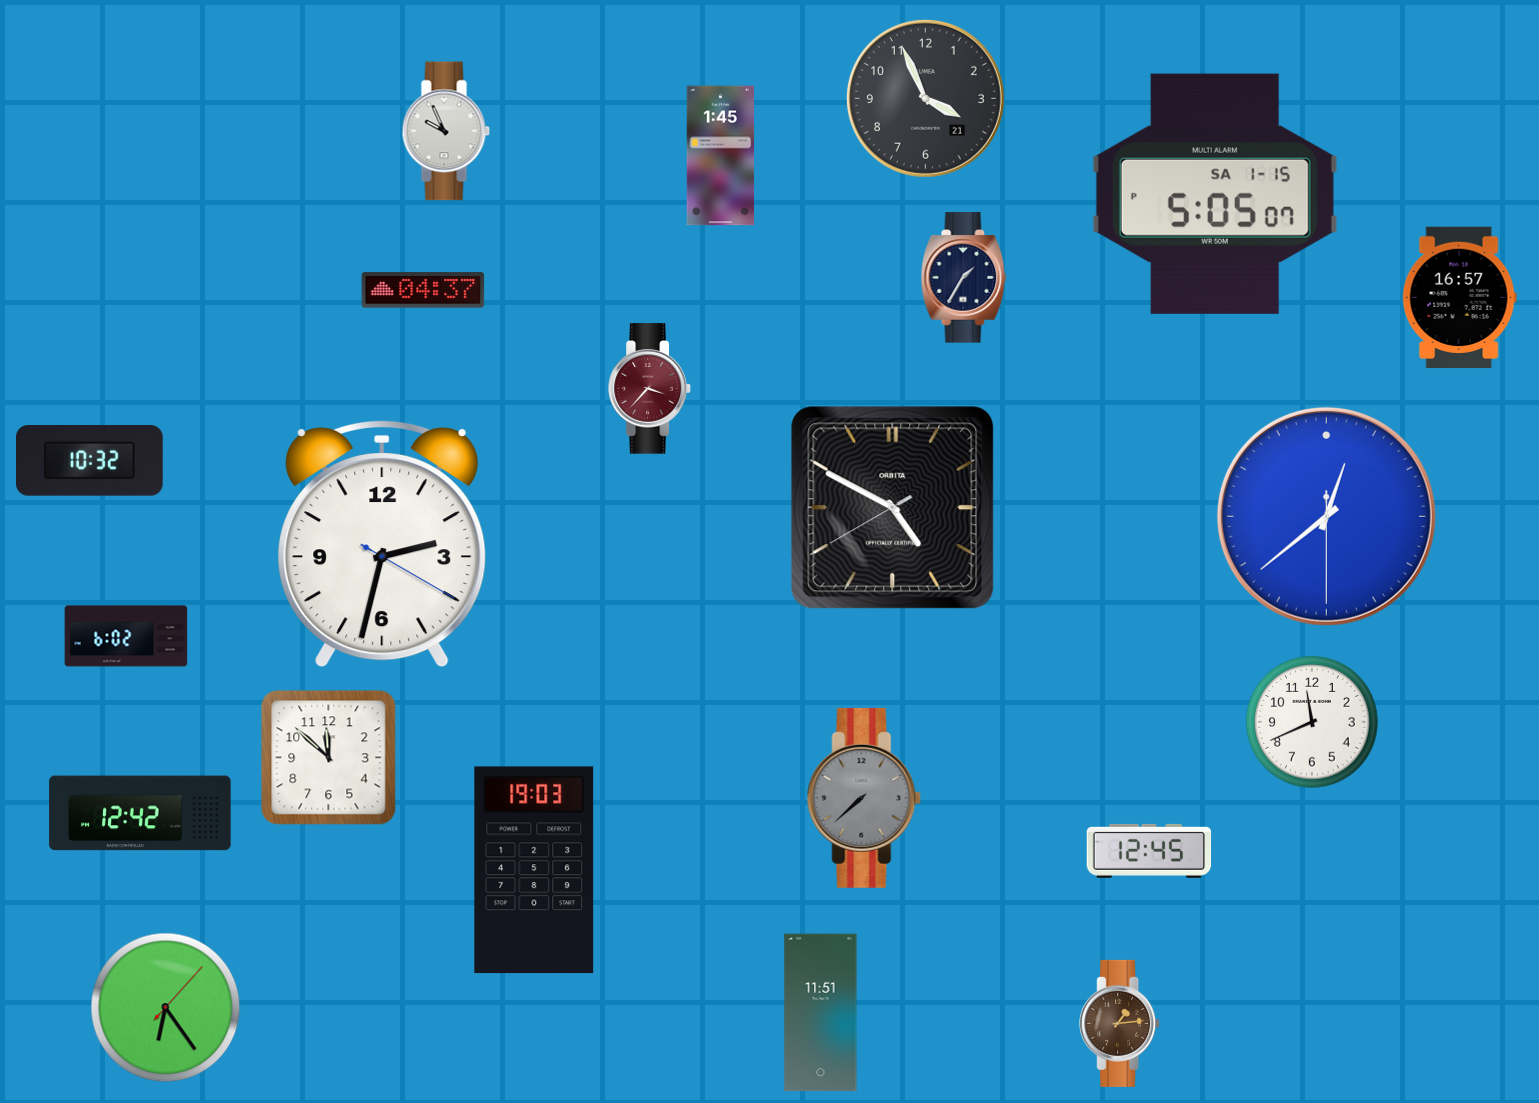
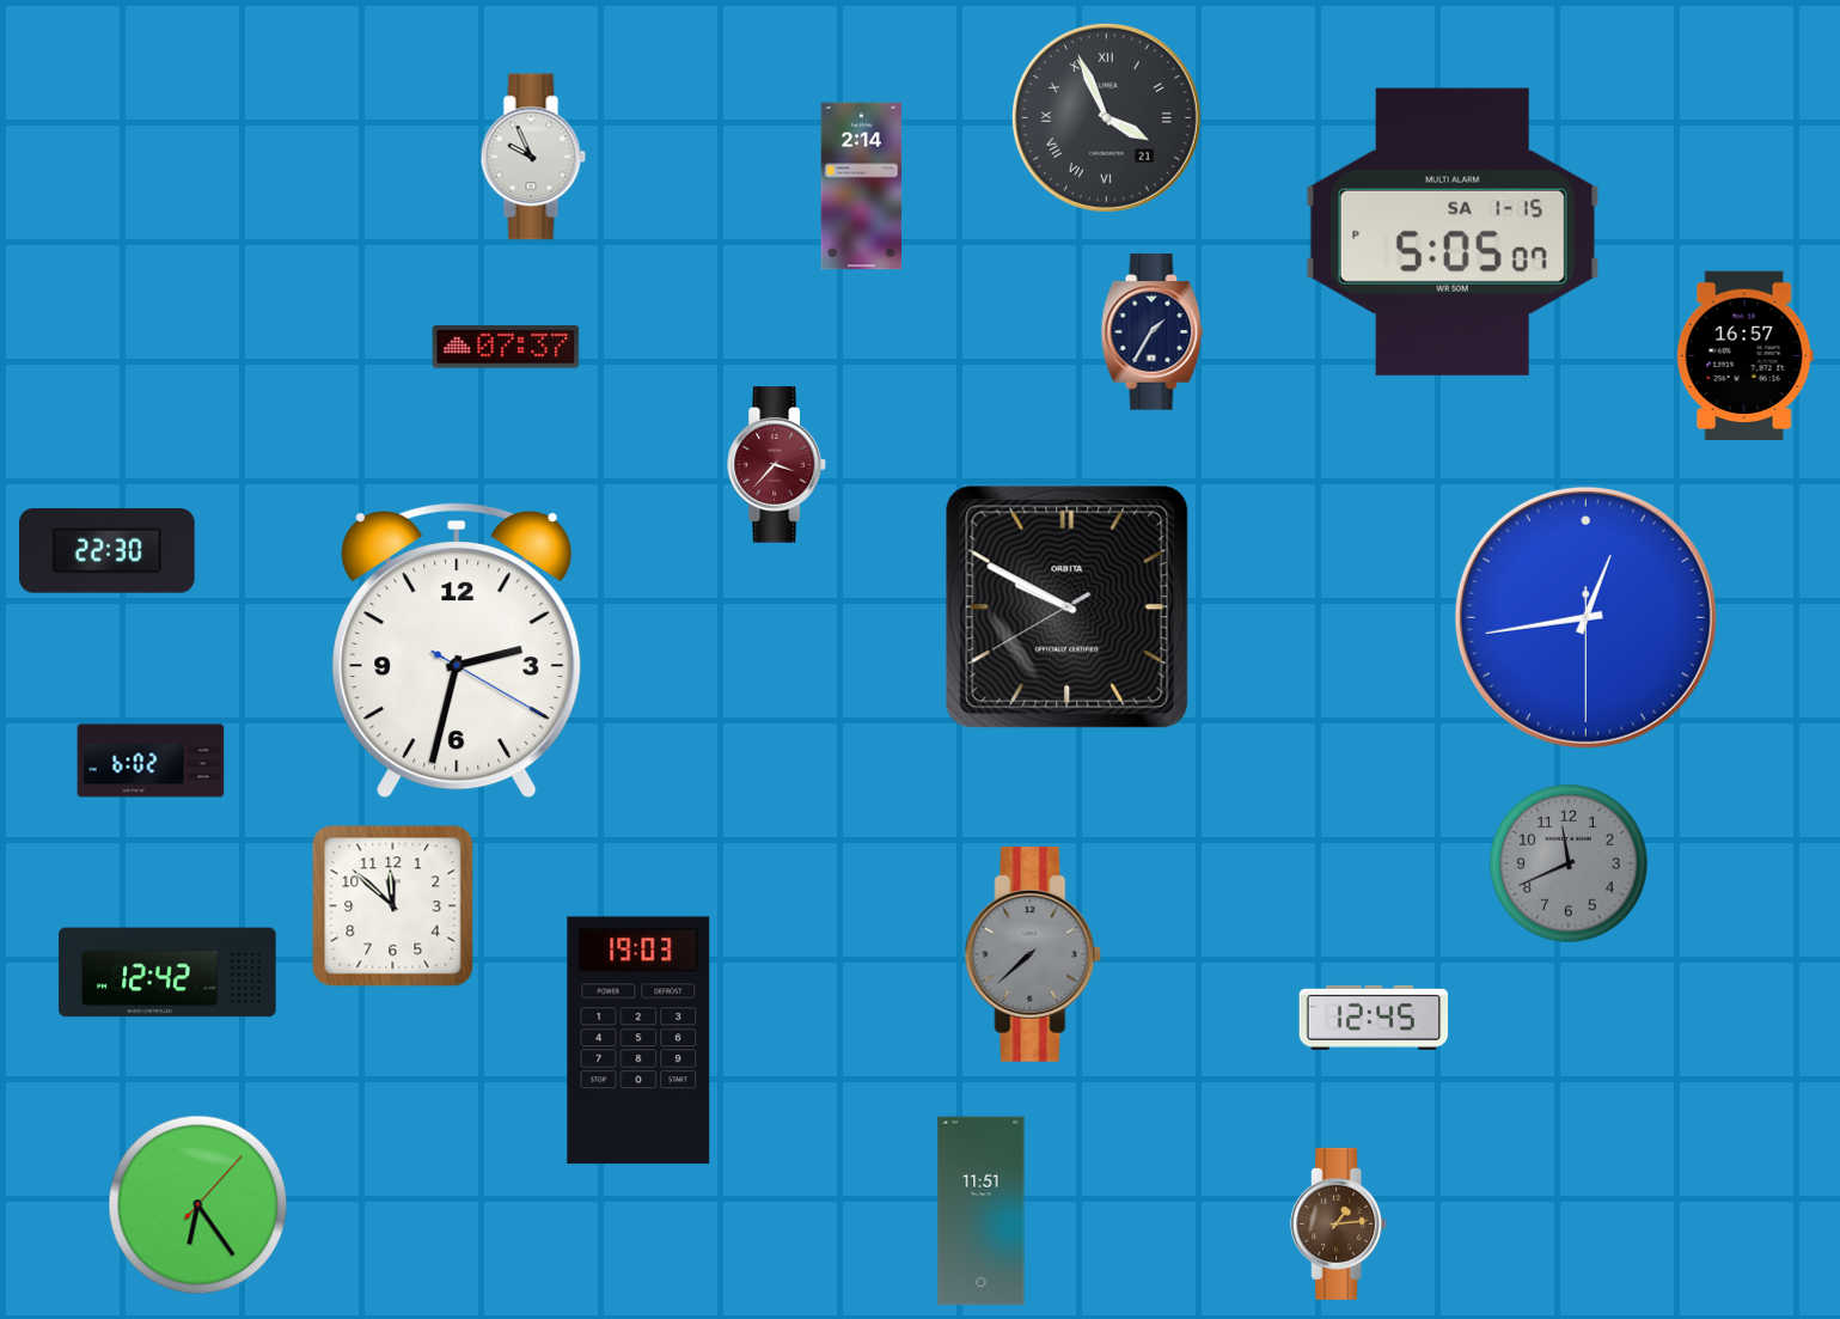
clock at (925, 98) numerals: Arabic -> Roman
clock at (721, 156): 1:45 -> 2:14
clock at (423, 290): 04:37 -> 07:37
clock at (90, 461): 10:32 -> 22:30
clock at (893, 508): 4:49 -> 9:49
clock at (1326, 516): 12:38 -> 12:43
clock at (1312, 722) dial: white -> grey
